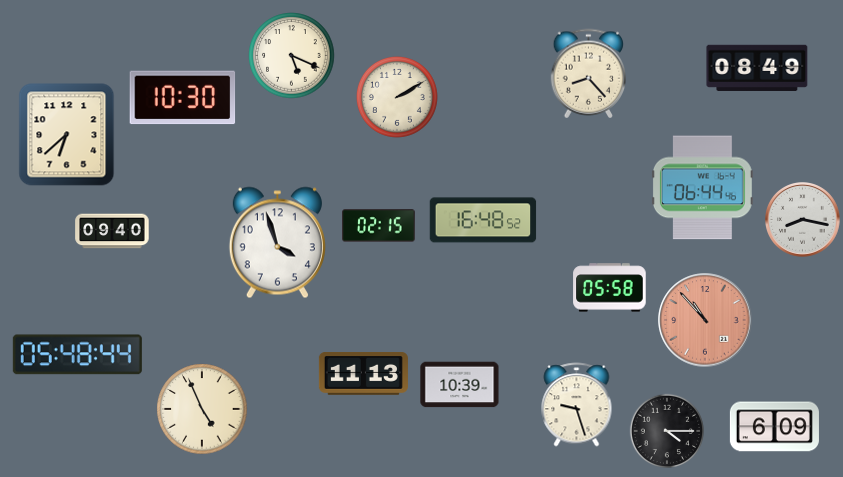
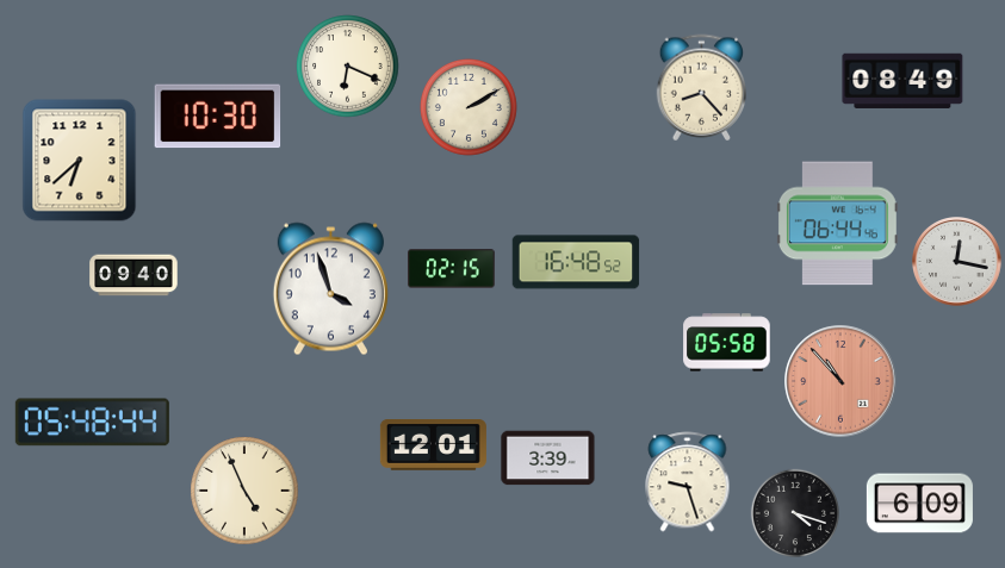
clock at (292, 56): 5:19 -> 6:19
clock at (397, 97) position: (397, 97) -> (469, 107)
clock at (803, 220): 8:17 -> 12:17
clock at (363, 374): 11:13 -> 12:01
clock at (460, 385): 10:39 -> 3:39
clock at (202, 409) position: (202, 409) -> (244, 491)
clock at (774, 427) position: (774, 427) -> (919, 504)
clock at (666, 430): 4:15 -> 4:18
